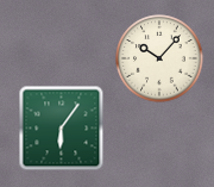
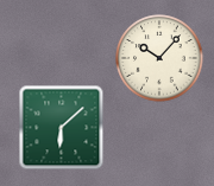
clock at (62, 129): 6:06 -> 6:08
